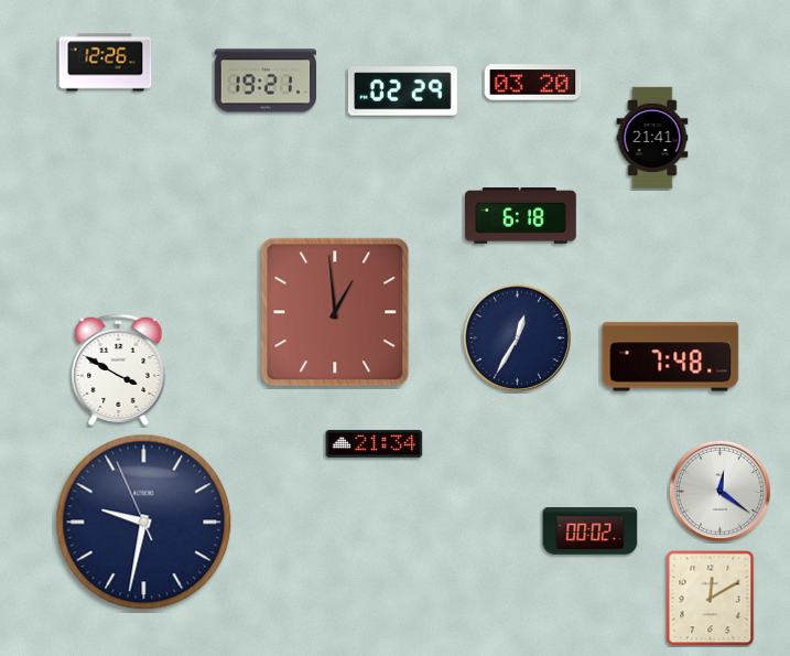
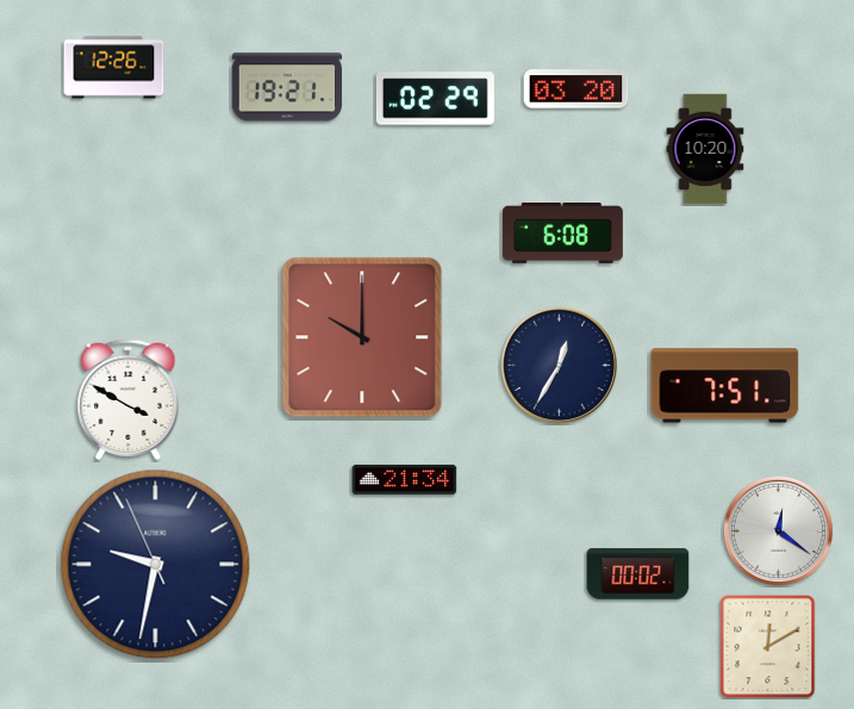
clock at (652, 138): 21:41 -> 10:20
clock at (521, 216): 6:18 -> 6:08
clock at (335, 312): 12:59 -> 10:00
clock at (671, 357): 7:48 -> 7:51
